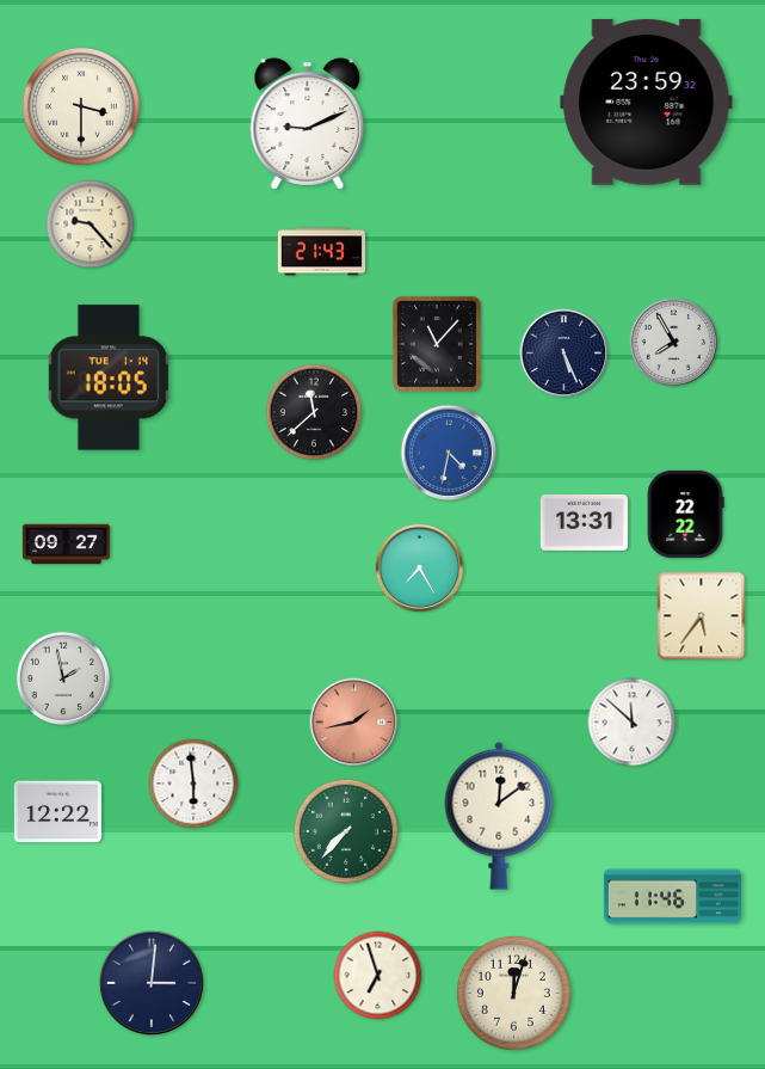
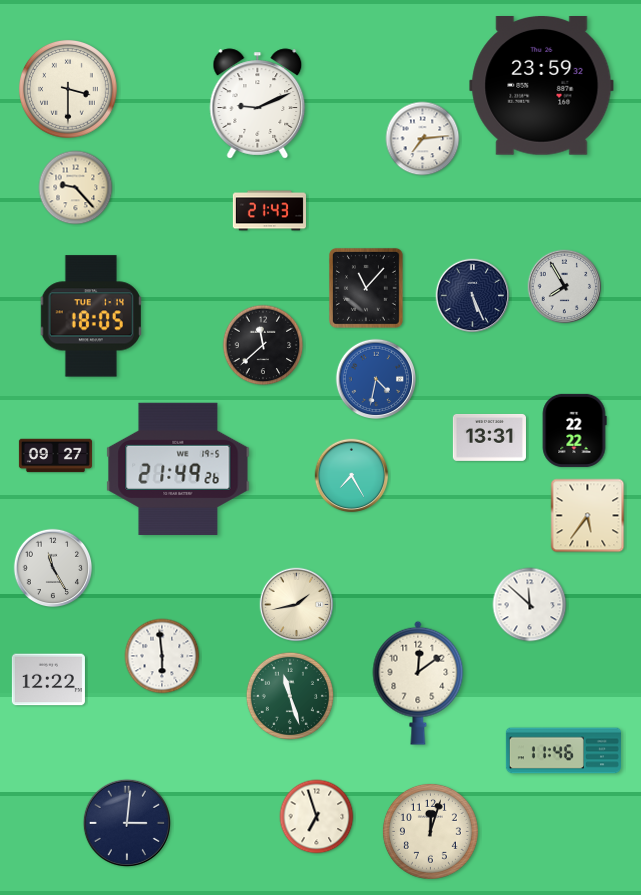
clock at (423, 139): none -> 7:14
clock at (178, 469): none -> 21:49
clock at (63, 678): 1:58 -> 11:25
clock at (354, 723) dial: salmon -> cream
clock at (345, 830): 7:37 -> 11:27
